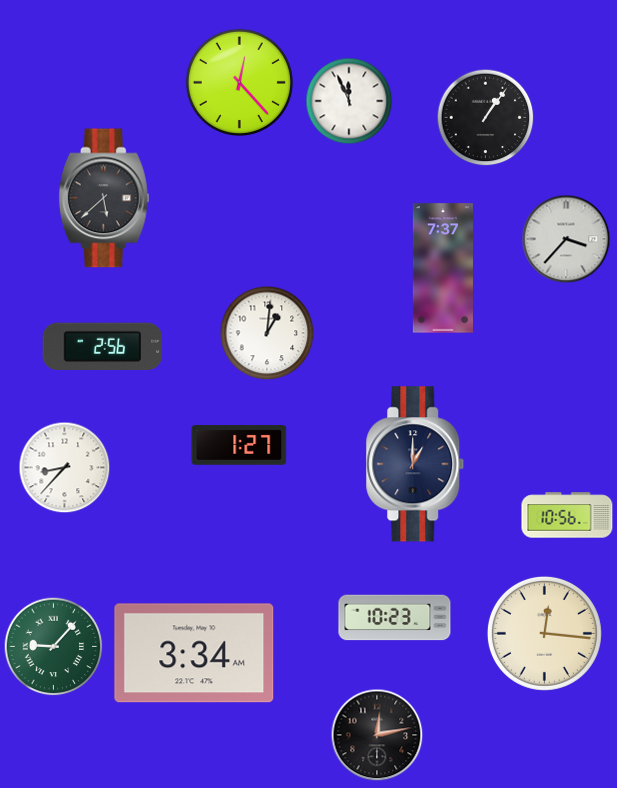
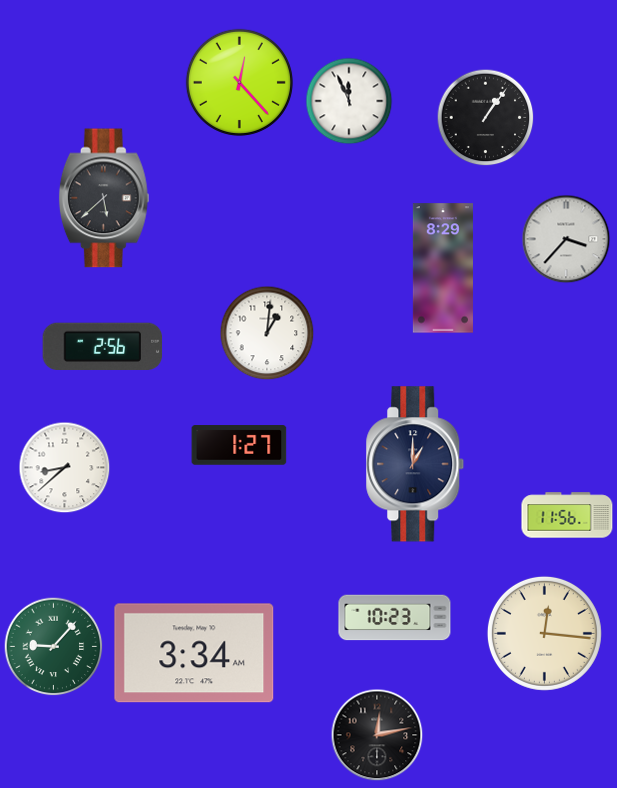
clock at (443, 268): 7:37 -> 8:29
clock at (65, 468): 8:37 -> 8:38
clock at (567, 515): 10:56 -> 11:56
